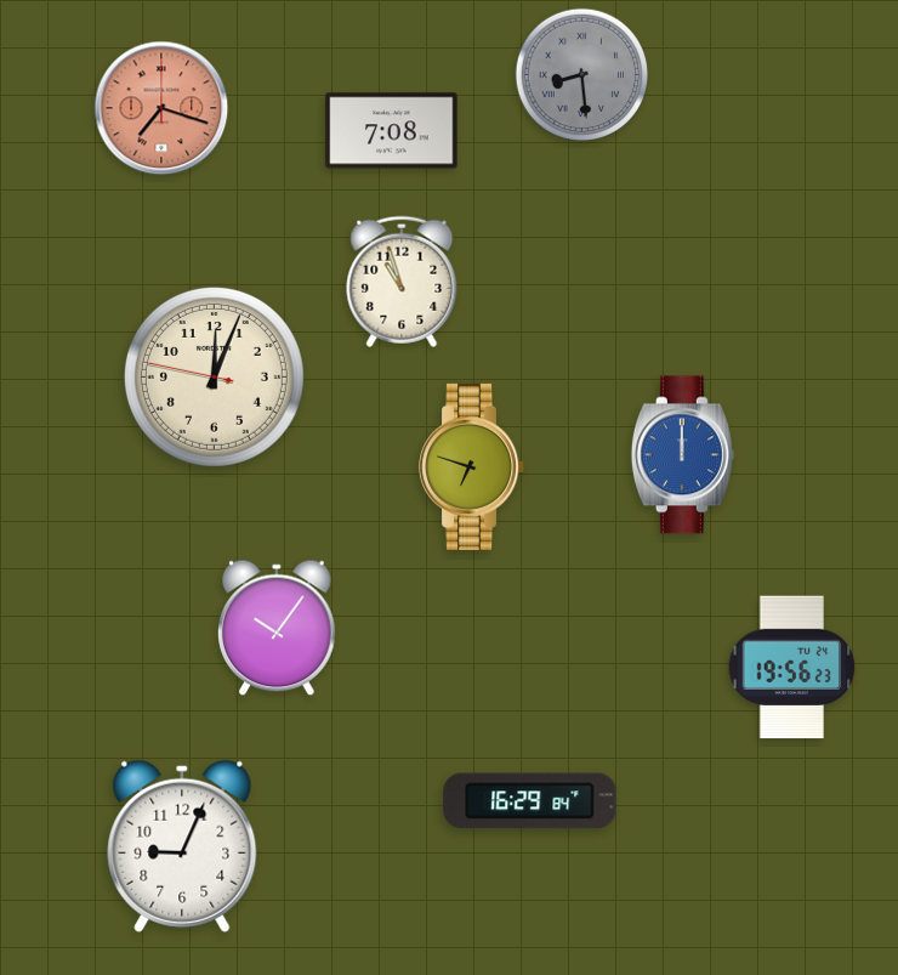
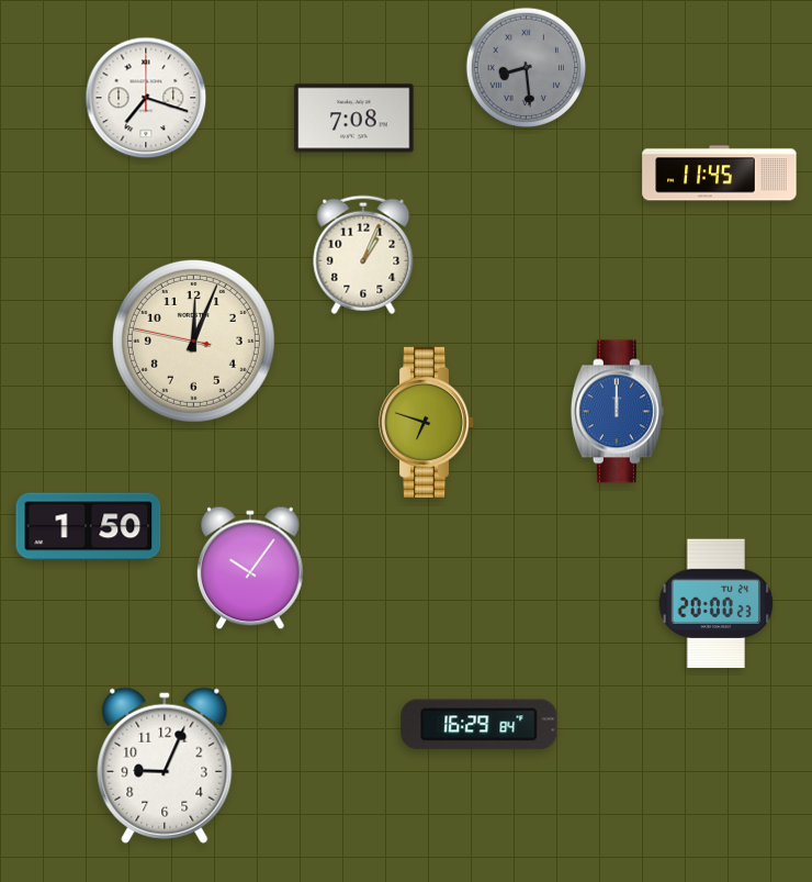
clock at (161, 108) dial: salmon -> white
clock at (720, 174): none -> 11:45
clock at (402, 282): 10:57 -> 1:04
clock at (89, 527): none -> 1:50
clock at (792, 668): 19:56 -> 20:00
